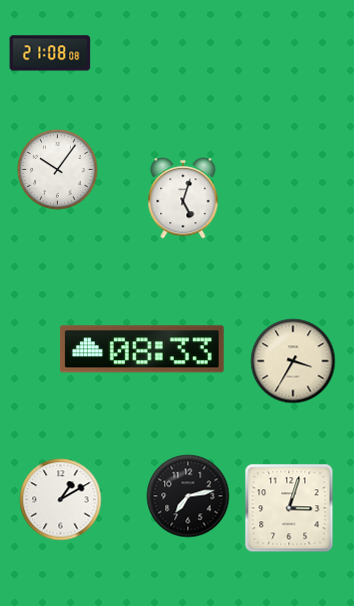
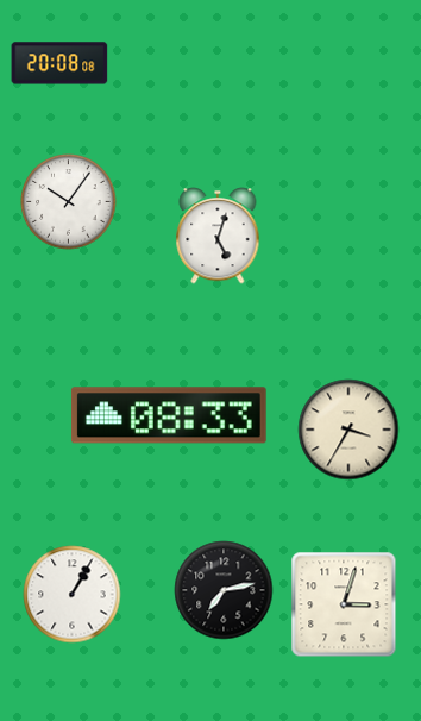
clock at (50, 53): 21:08 -> 20:08
clock at (61, 500): 1:10 -> 1:05
